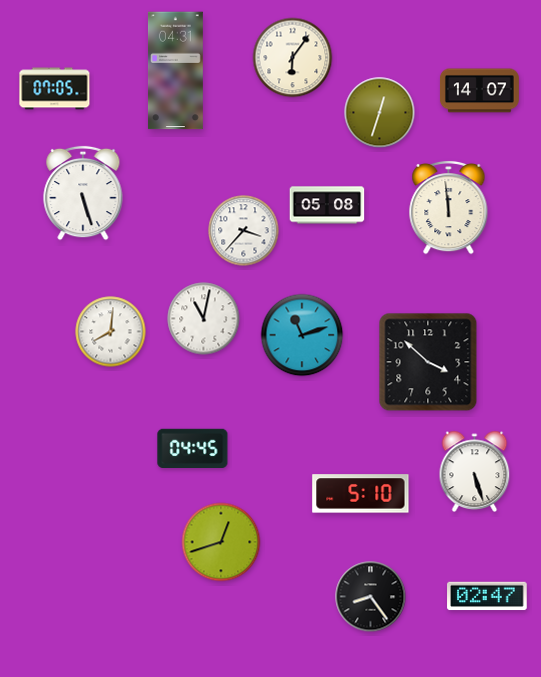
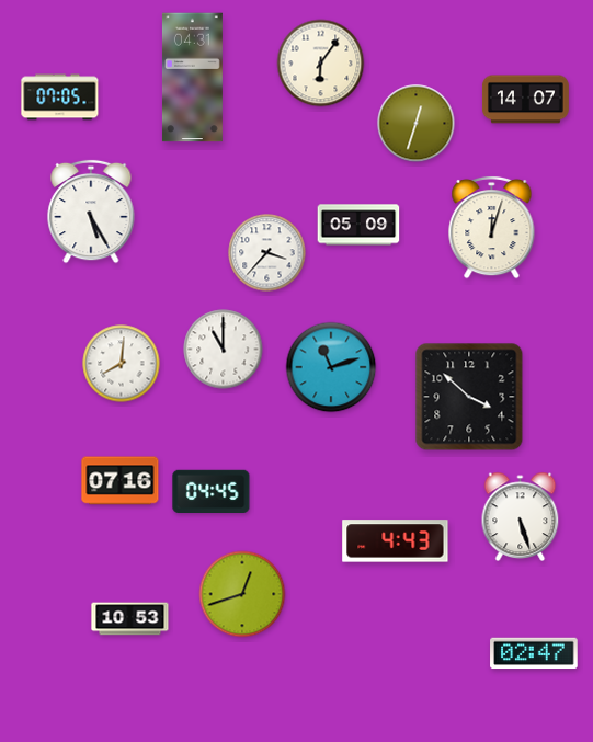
clock at (83, 193): 5:27 -> 5:25
clock at (327, 205): 05:08 -> 05:09
clock at (449, 207): 11:59 -> 12:03
clock at (204, 319): 11:02 -> 11:00
clock at (121, 481): none -> 07:16
clock at (361, 494): 5:10 -> 4:43
clock at (130, 619): none -> 10:53
clock at (371, 597): 8:24 -> none
